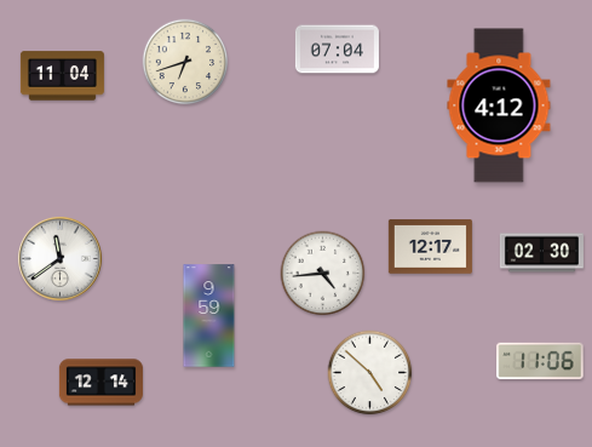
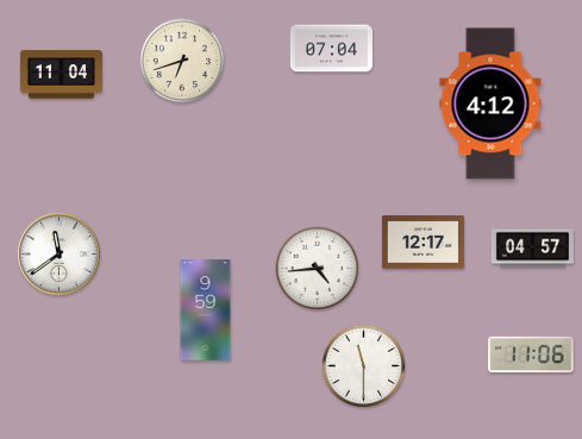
clock at (541, 253): 02:30 -> 04:57
clock at (370, 373): 4:52 -> 11:30
clock at (100, 383): 12:14 -> none
